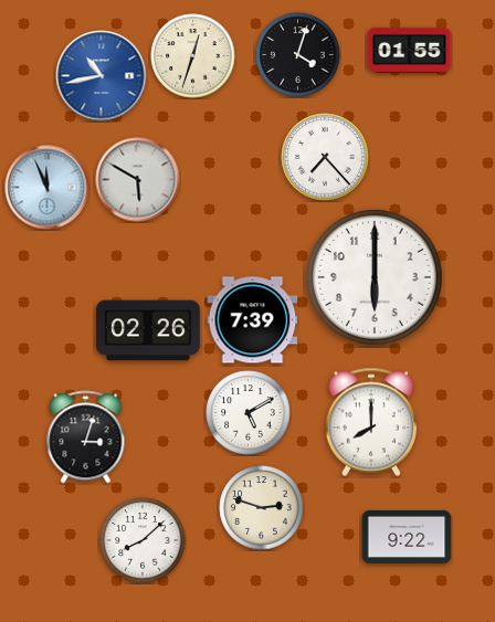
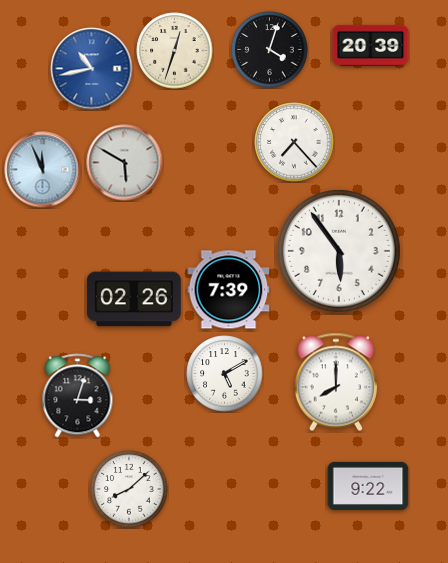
clock at (410, 50): 01:55 -> 20:39
clock at (375, 277): 6:00 -> 5:54
clock at (262, 508): 2:48 -> none
